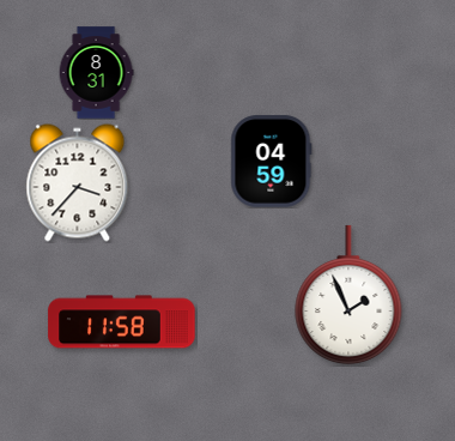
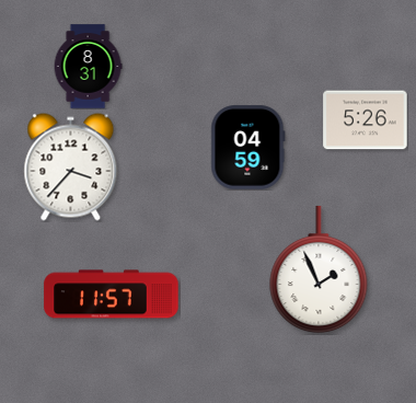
clock at (366, 120): none -> 5:26
clock at (122, 322): 11:58 -> 11:57
